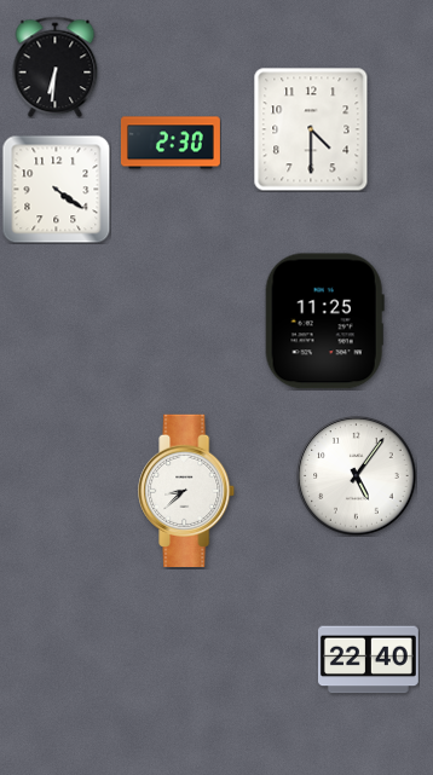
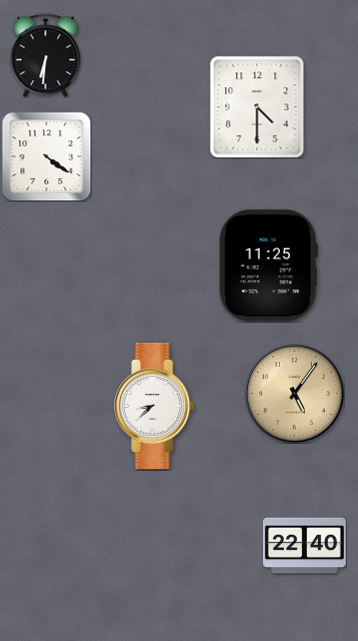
clock at (171, 143): 2:30 -> none
clock at (357, 476) dial: white -> champagne
